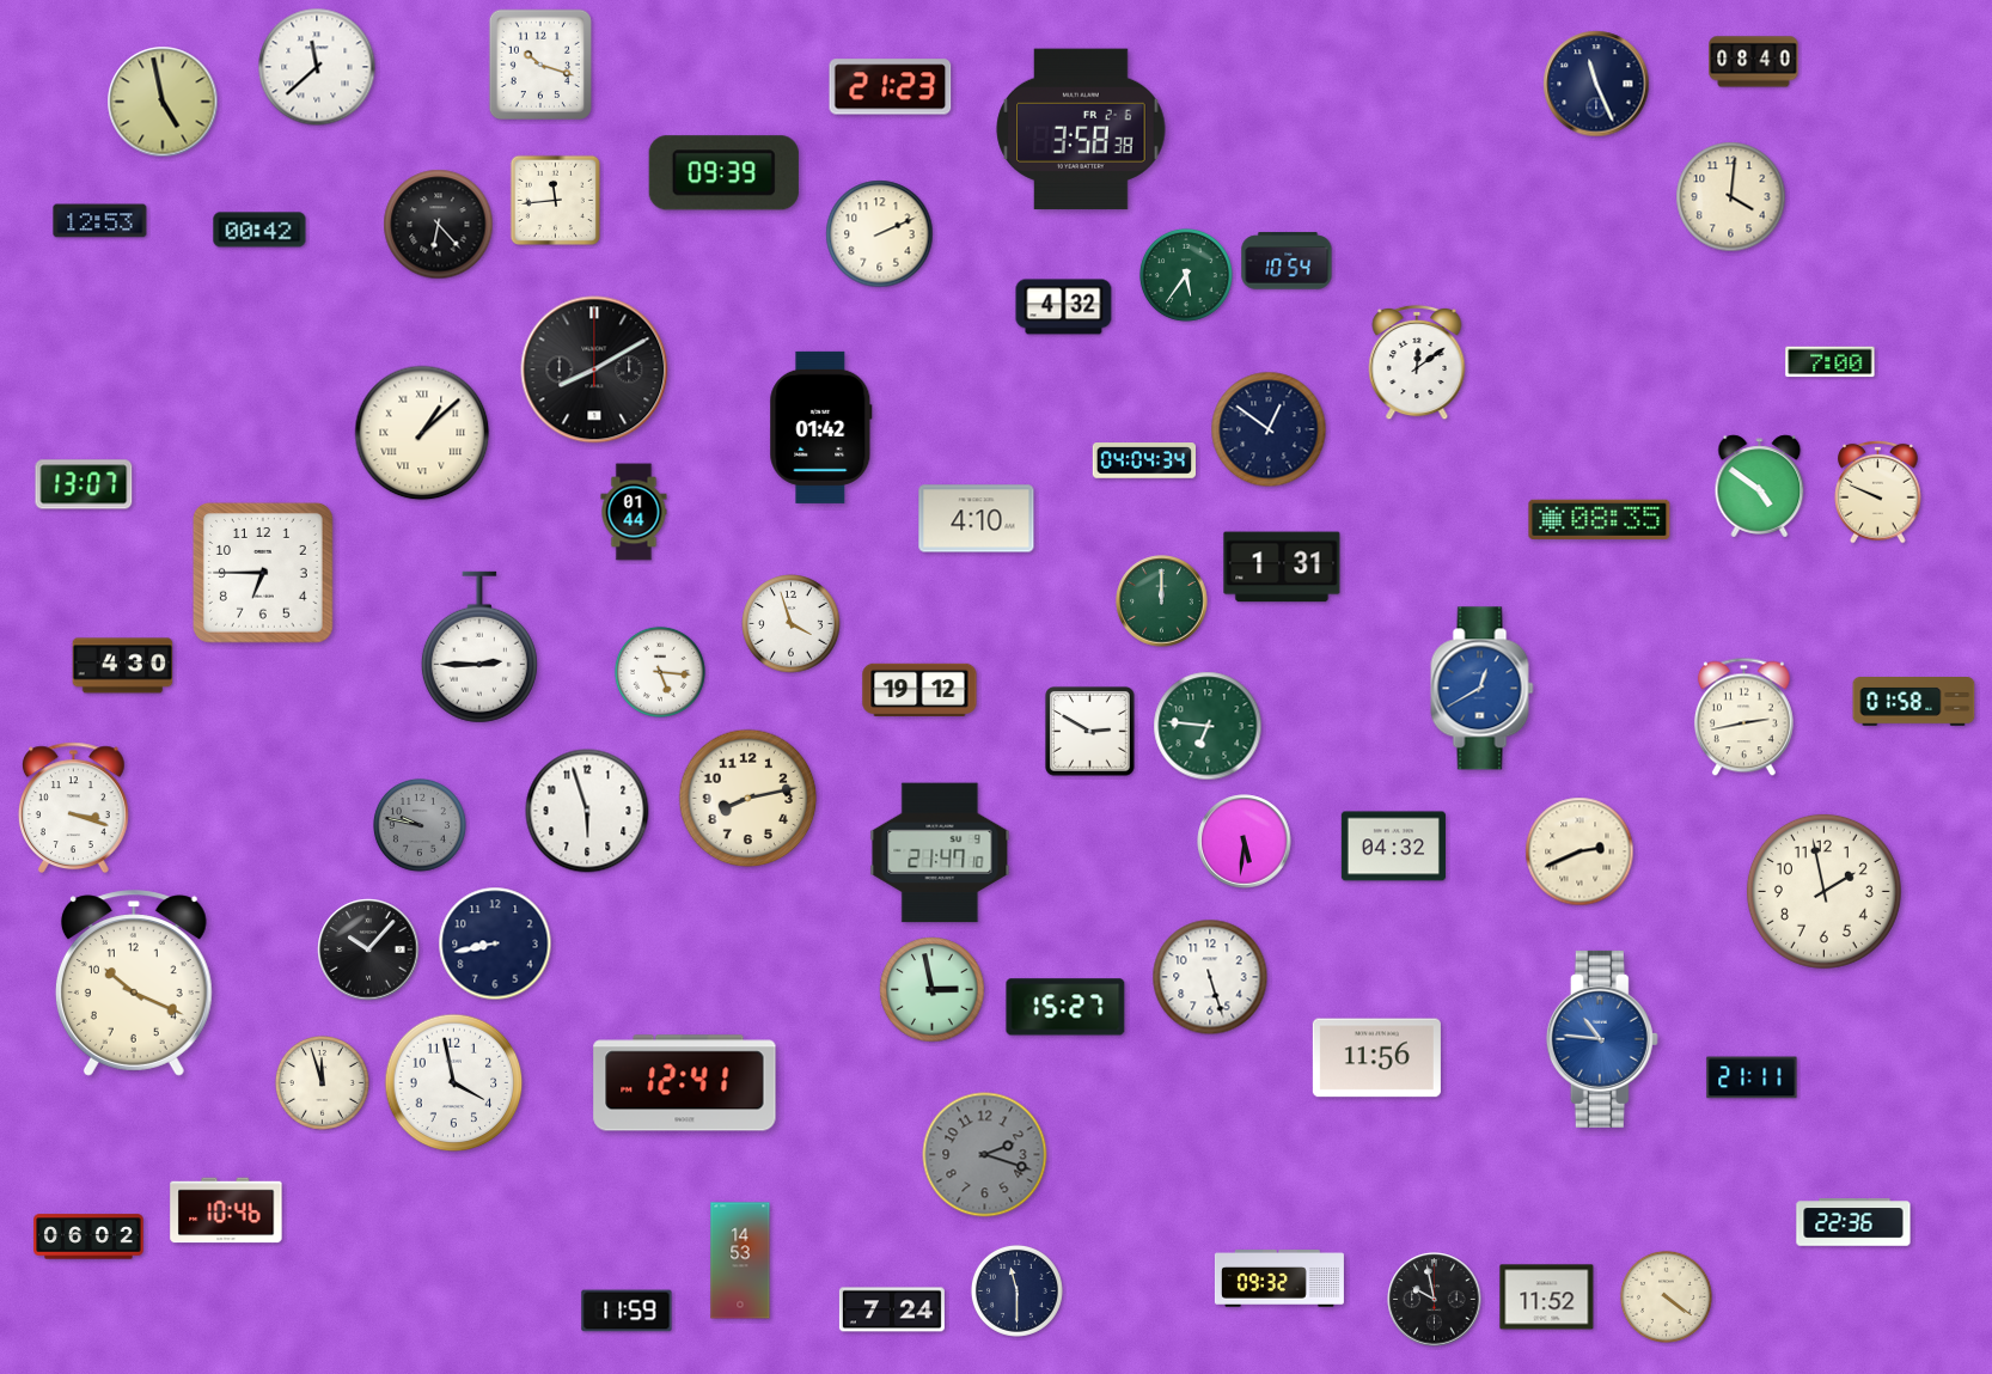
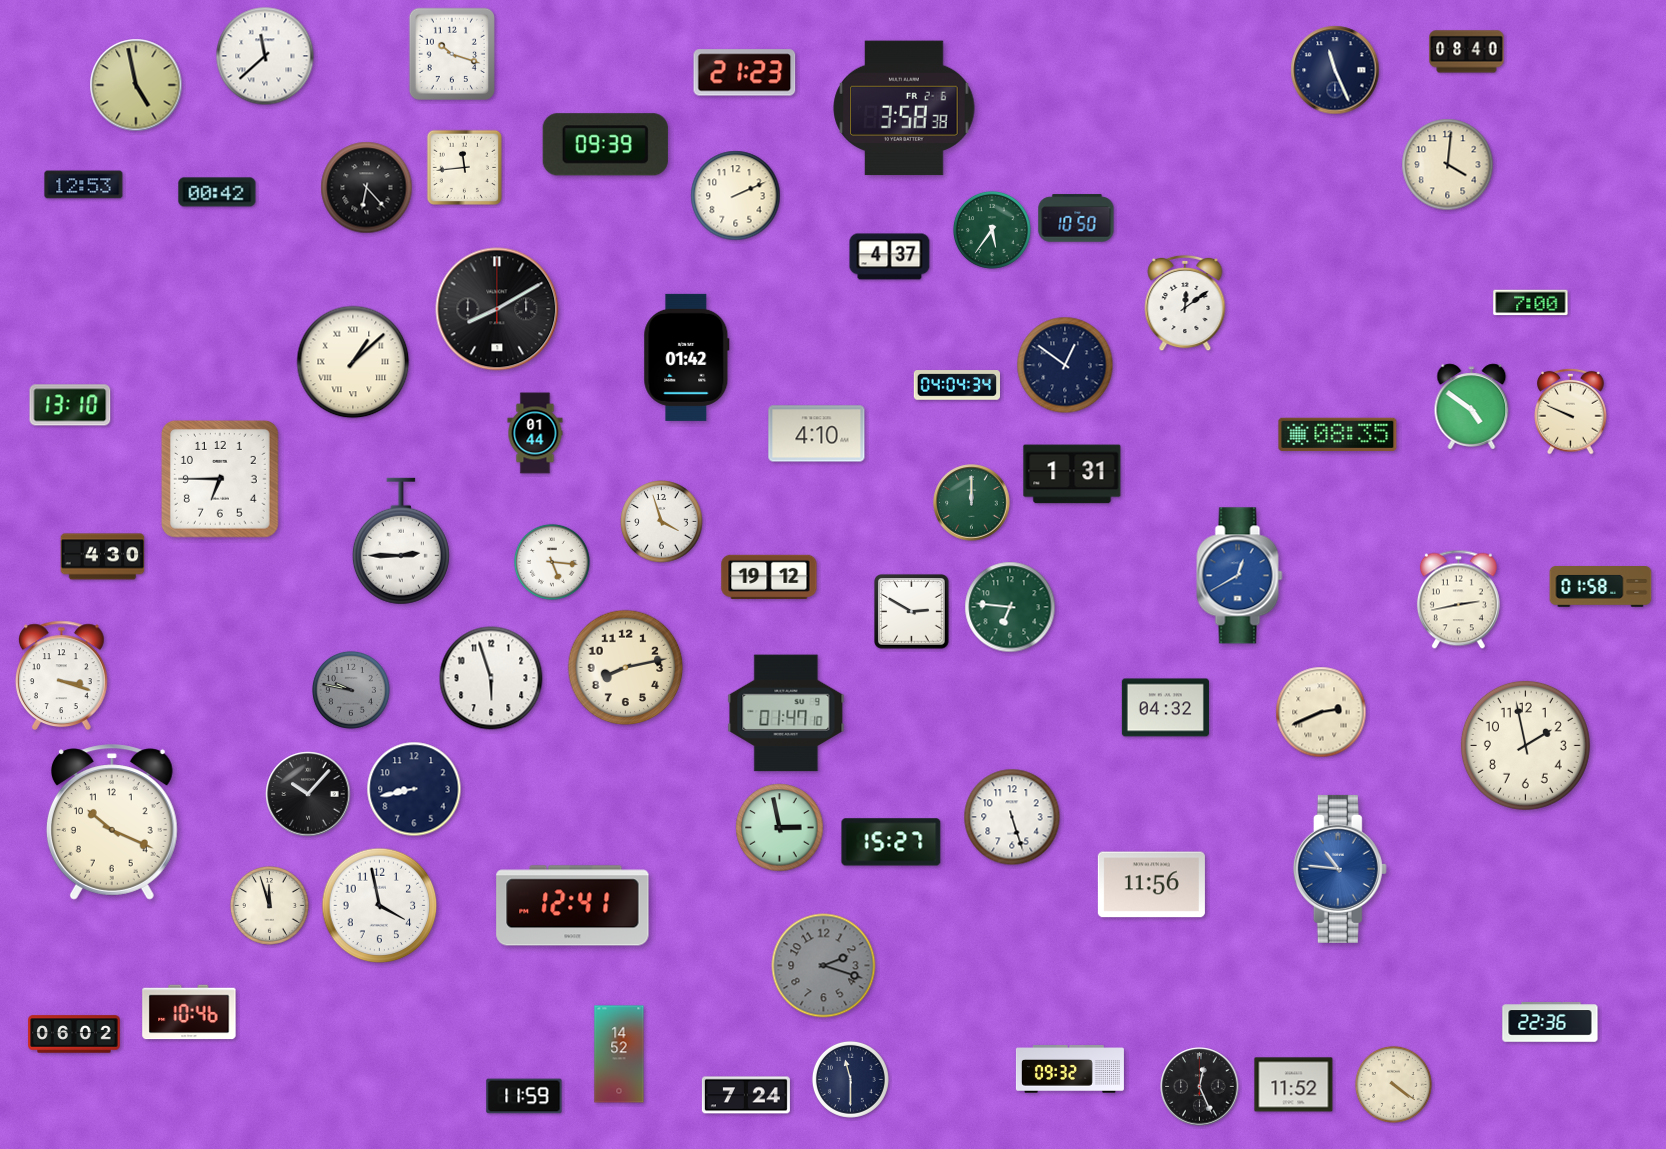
clock at (1287, 261): 10:54 -> 10:50
clock at (1064, 307): 4:32 -> 4:37
clock at (1269, 429) position: (1269, 429) -> (1065, 365)
clock at (84, 484): 13:07 -> 13:10
clock at (634, 512) position: (634, 512) -> (535, 433)
clock at (1245, 842): 5:31 -> none
clock at (940, 853): 21:47 -> 01:47
clock at (1752, 1077): 21:11 -> none
clock at (740, 1260): 14:53 -> 14:52
clock at (1435, 1300): 9:58 -> 12:26
